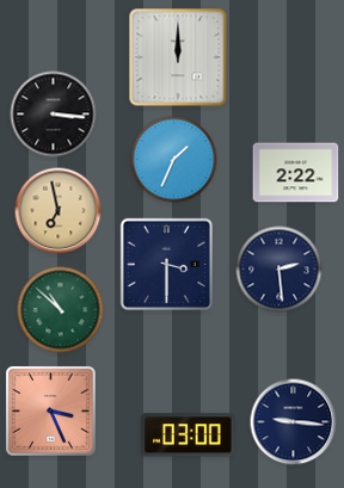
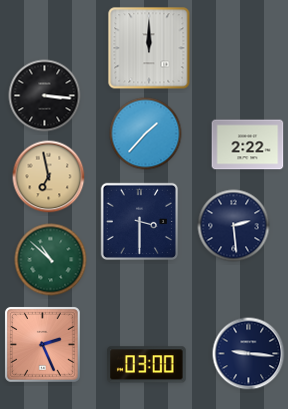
clock at (174, 160): 1:34 -> 1:37
clock at (50, 410): 3:26 -> 2:26
clock at (294, 422) position: (294, 422) -> (249, 354)
clock at (189, 436) position: (189, 436) -> (147, 365)
